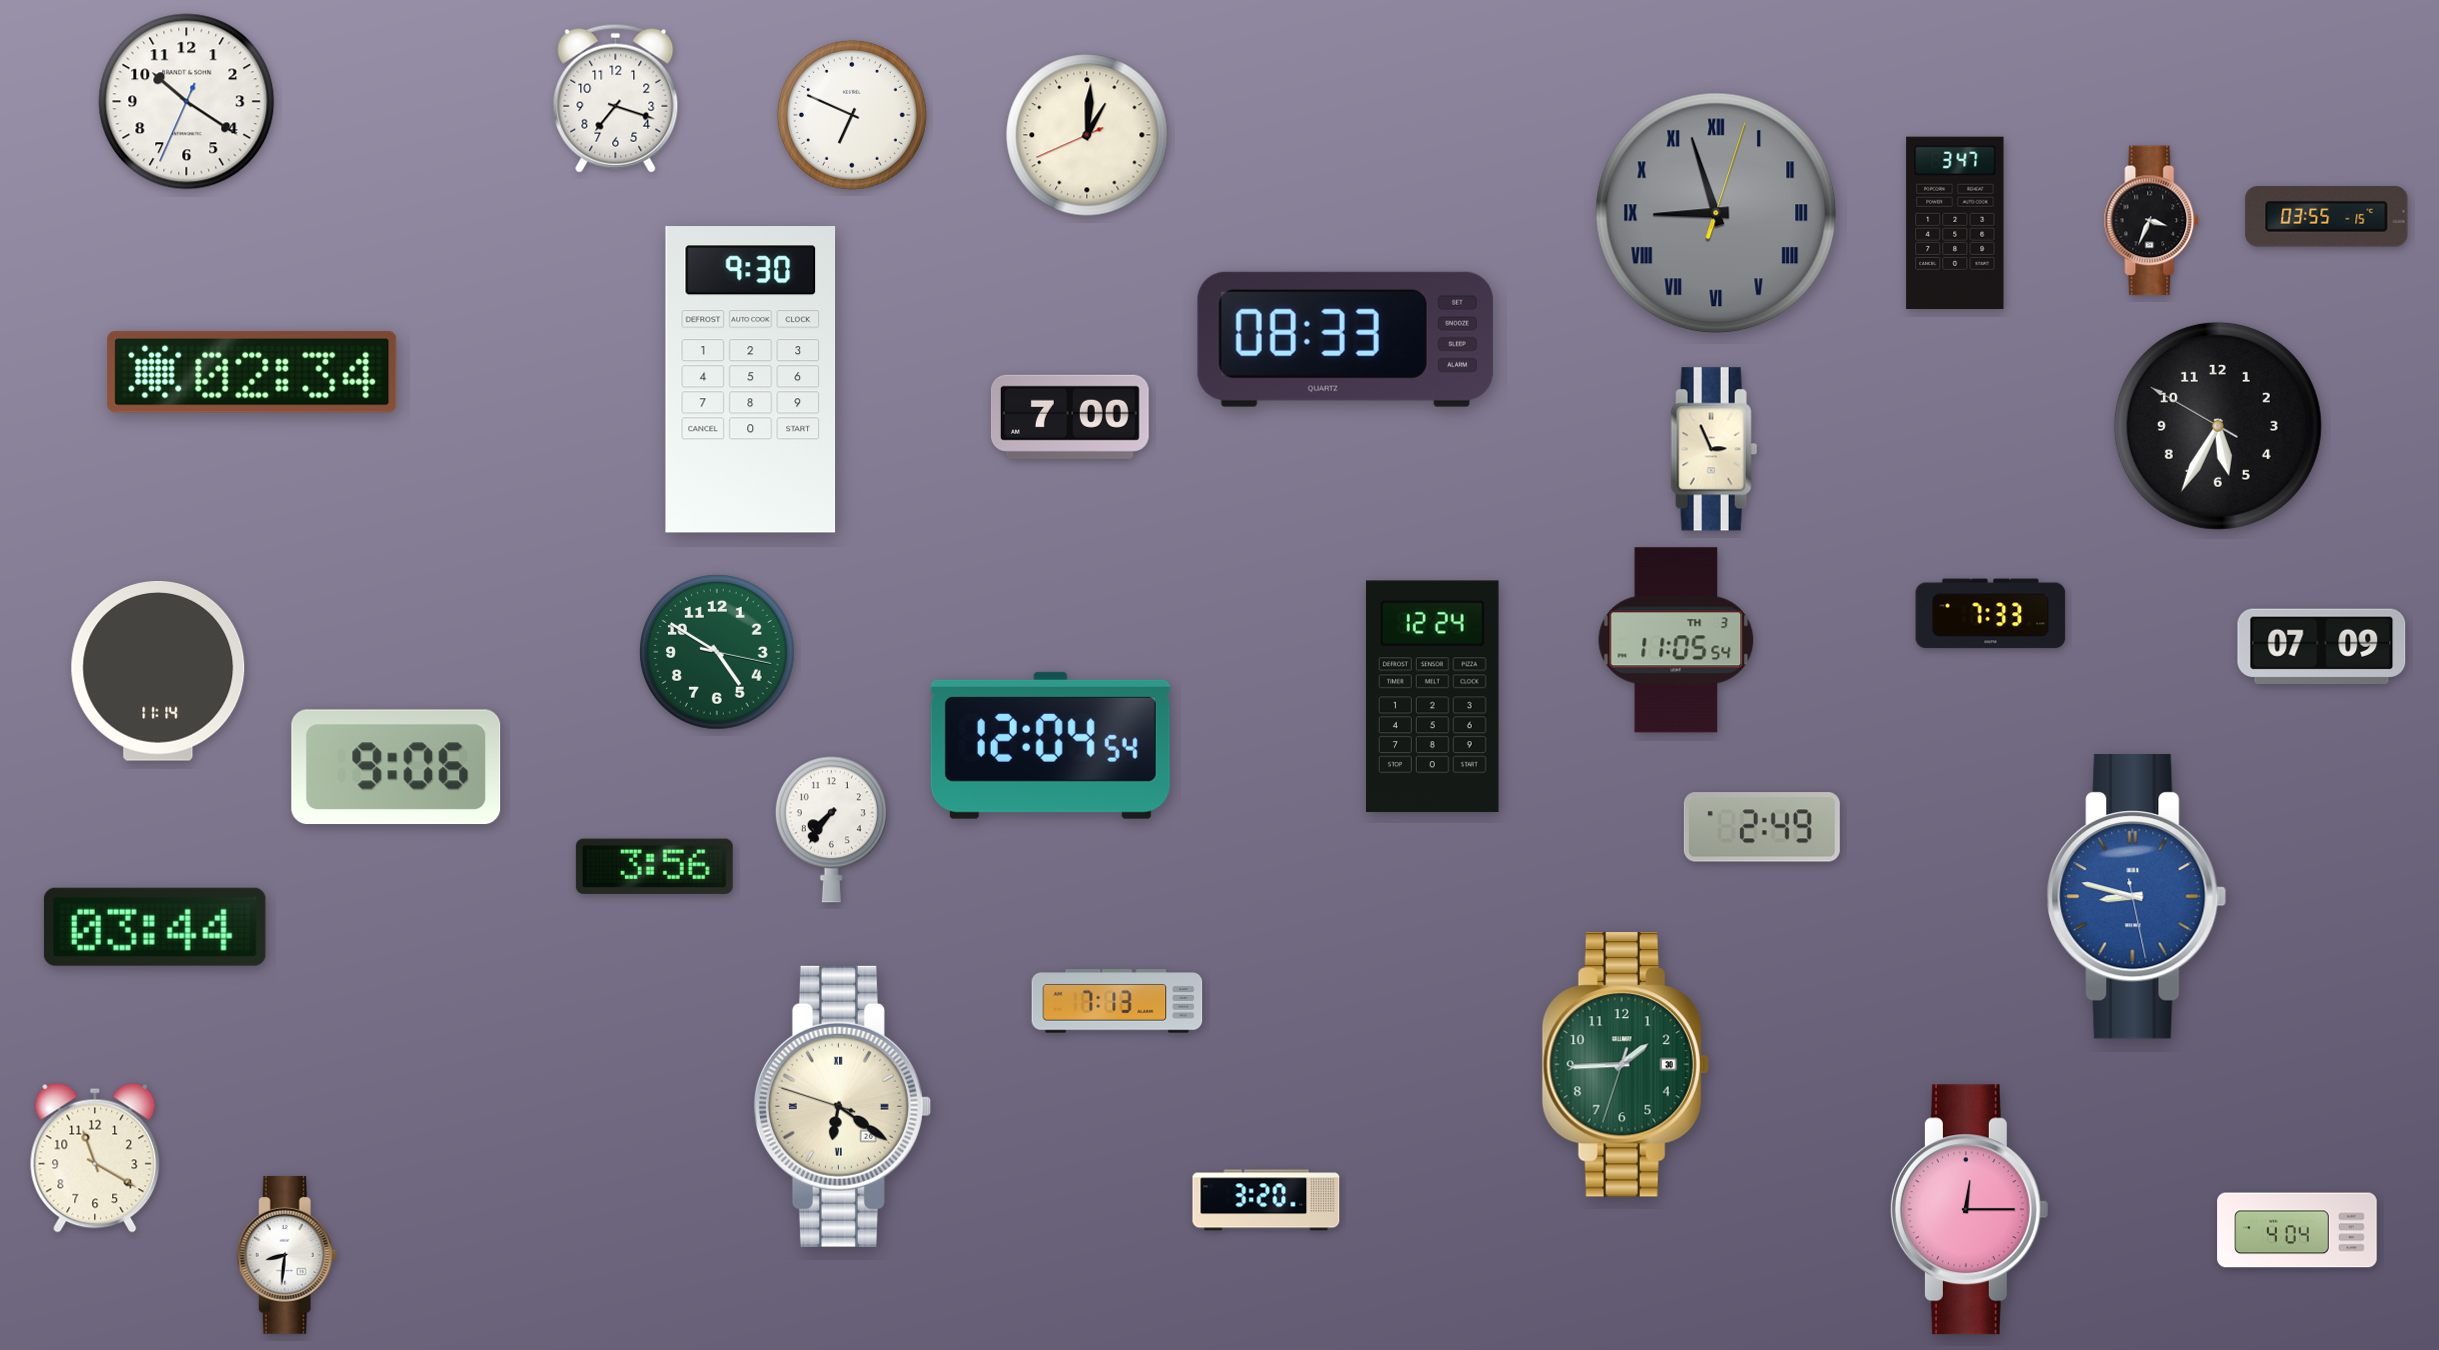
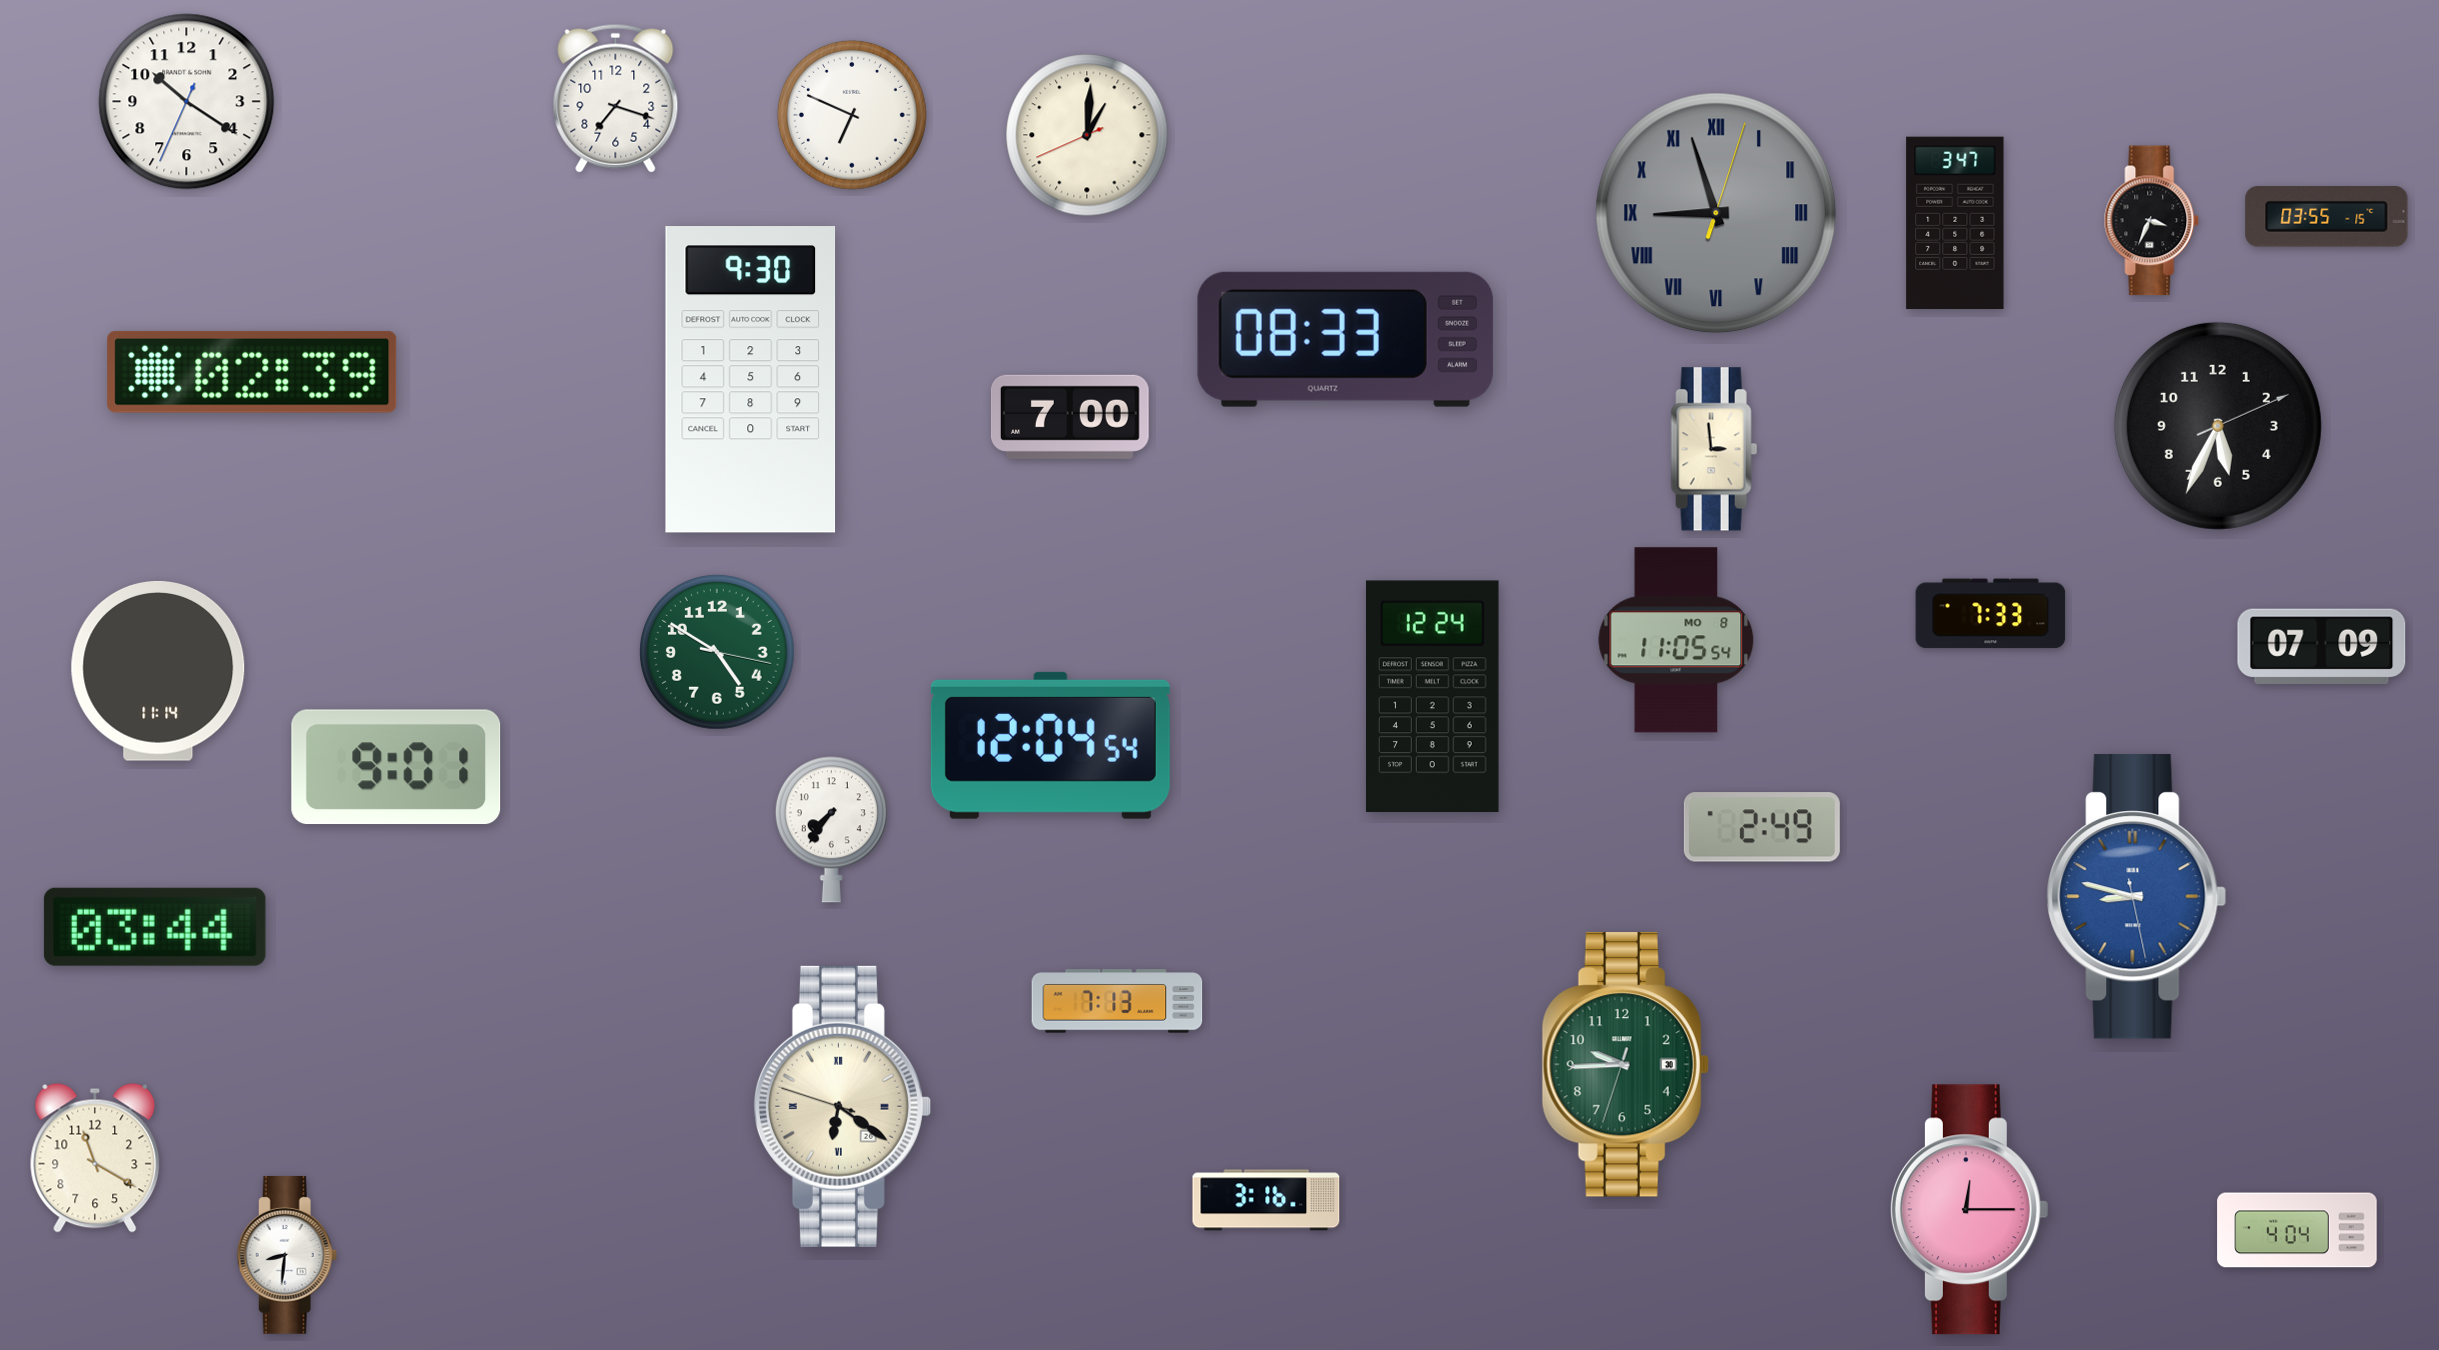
clock at (252, 372): 02:34 -> 02:39
clock at (2218, 426): 5:34:50 -> 5:34:11
clock at (1714, 449): 2:56 -> 2:59
clock at (1676, 640) date: TH 3 -> MO 8
clock at (396, 767): 9:06 -> 9:01
clock at (654, 866): 3:56 -> none
clock at (1625, 1065): 1:44 -> 9:44
clock at (1266, 1200): 3:20 -> 3:16
